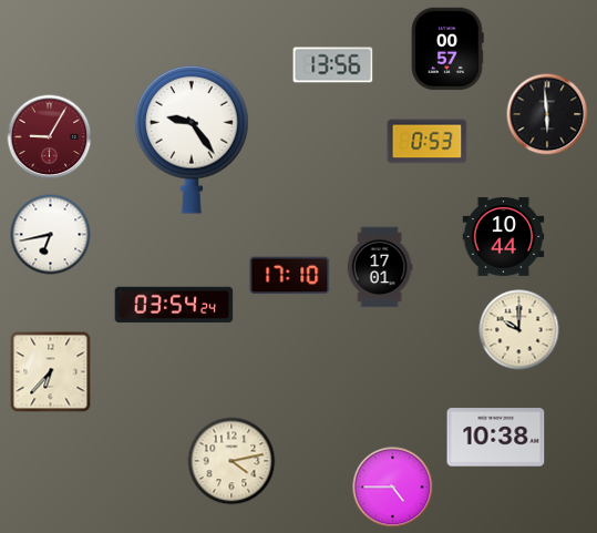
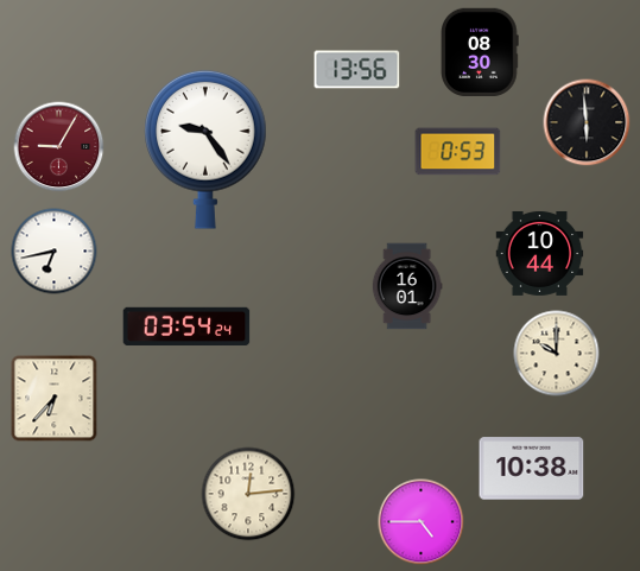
clock at (447, 49): 00:57 -> 08:30
clock at (50, 137) position: (50, 137) -> (59, 147)
clock at (380, 267): 17:01 -> 16:01
clock at (290, 276): 17:10 -> none
clock at (231, 461): 4:13 -> 12:14
